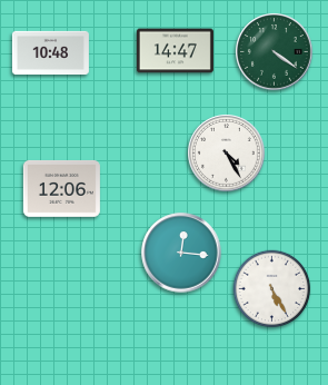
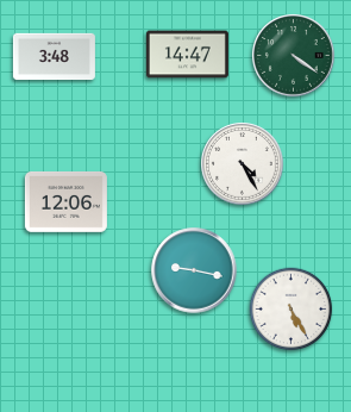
clock at (50, 52): 10:48 -> 3:48
clock at (181, 253): 12:16 -> 9:17
